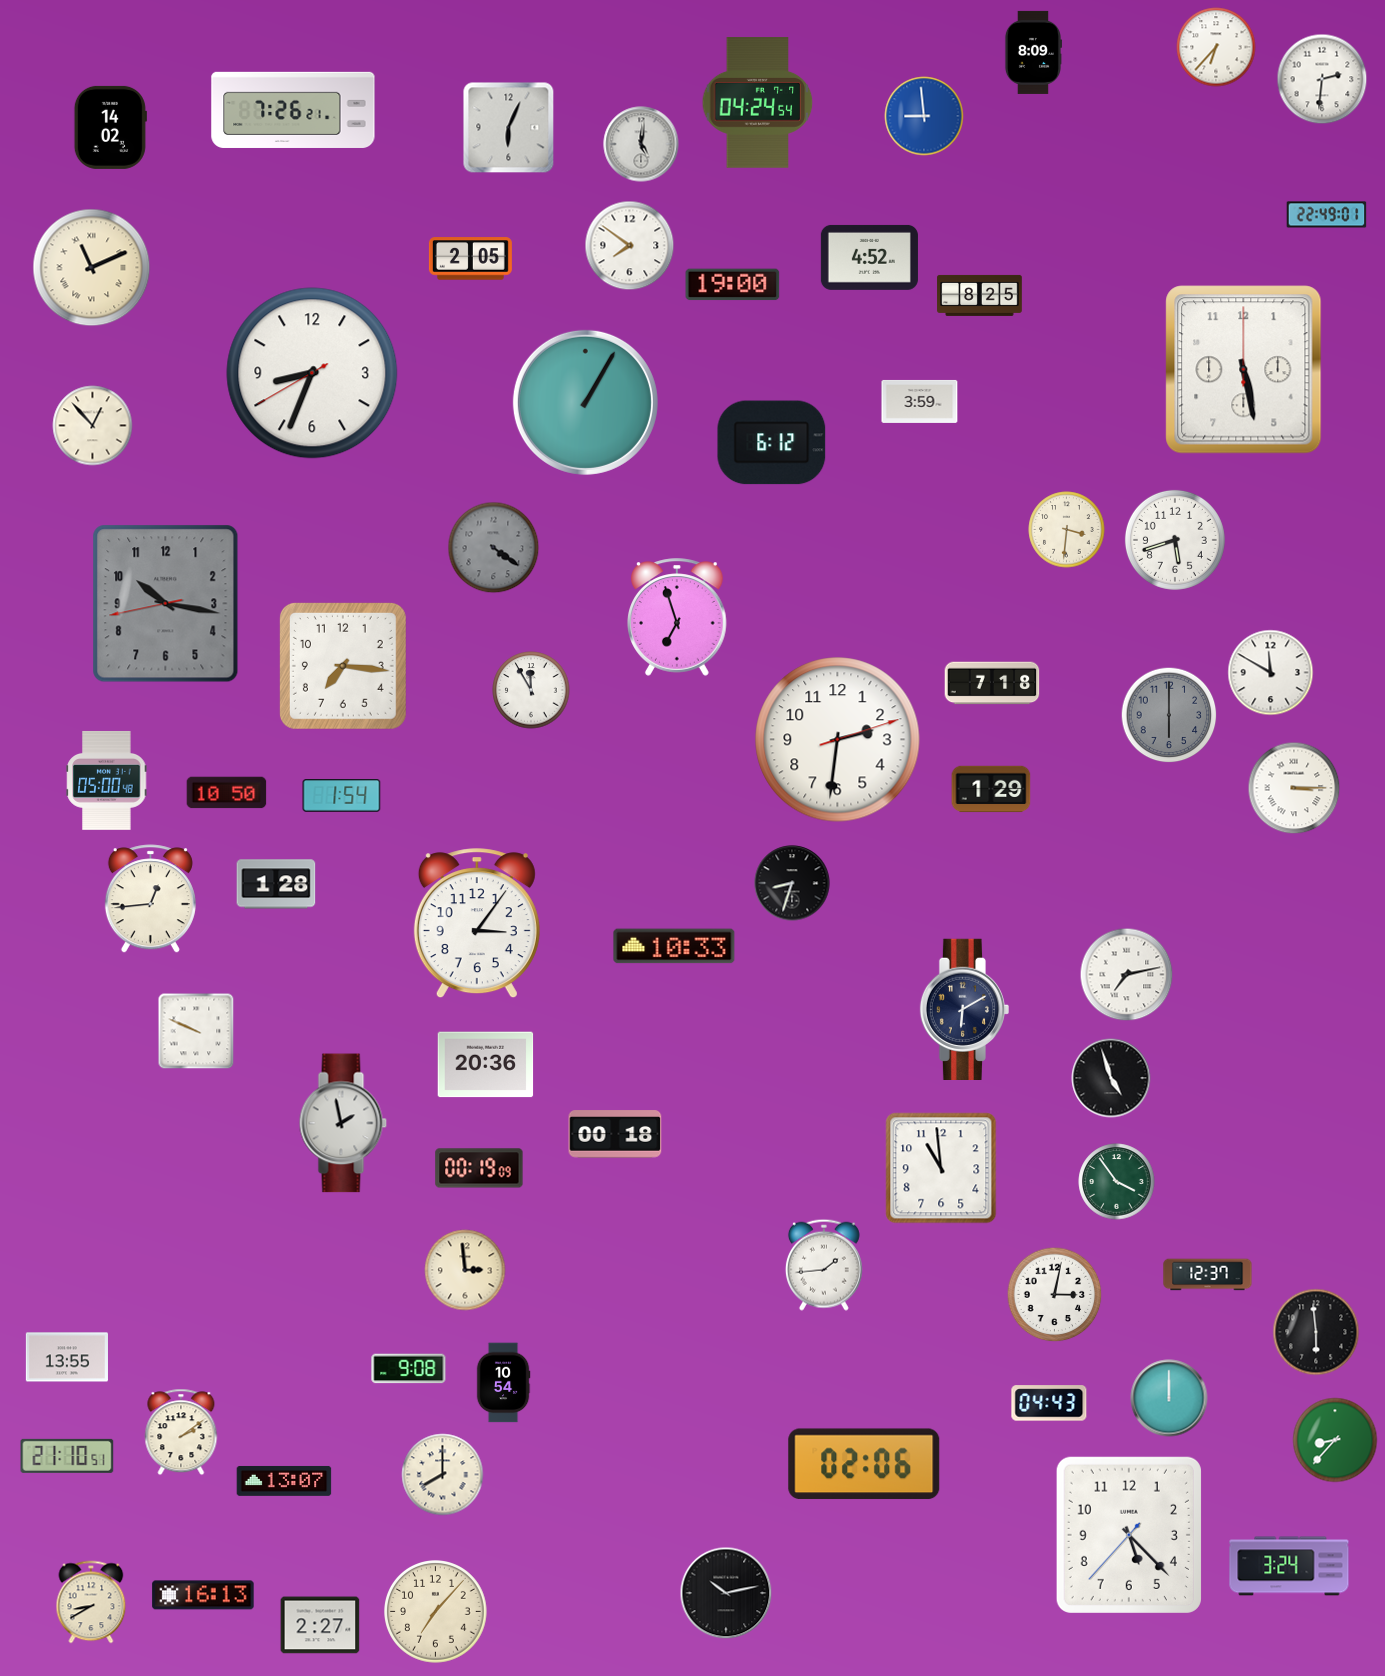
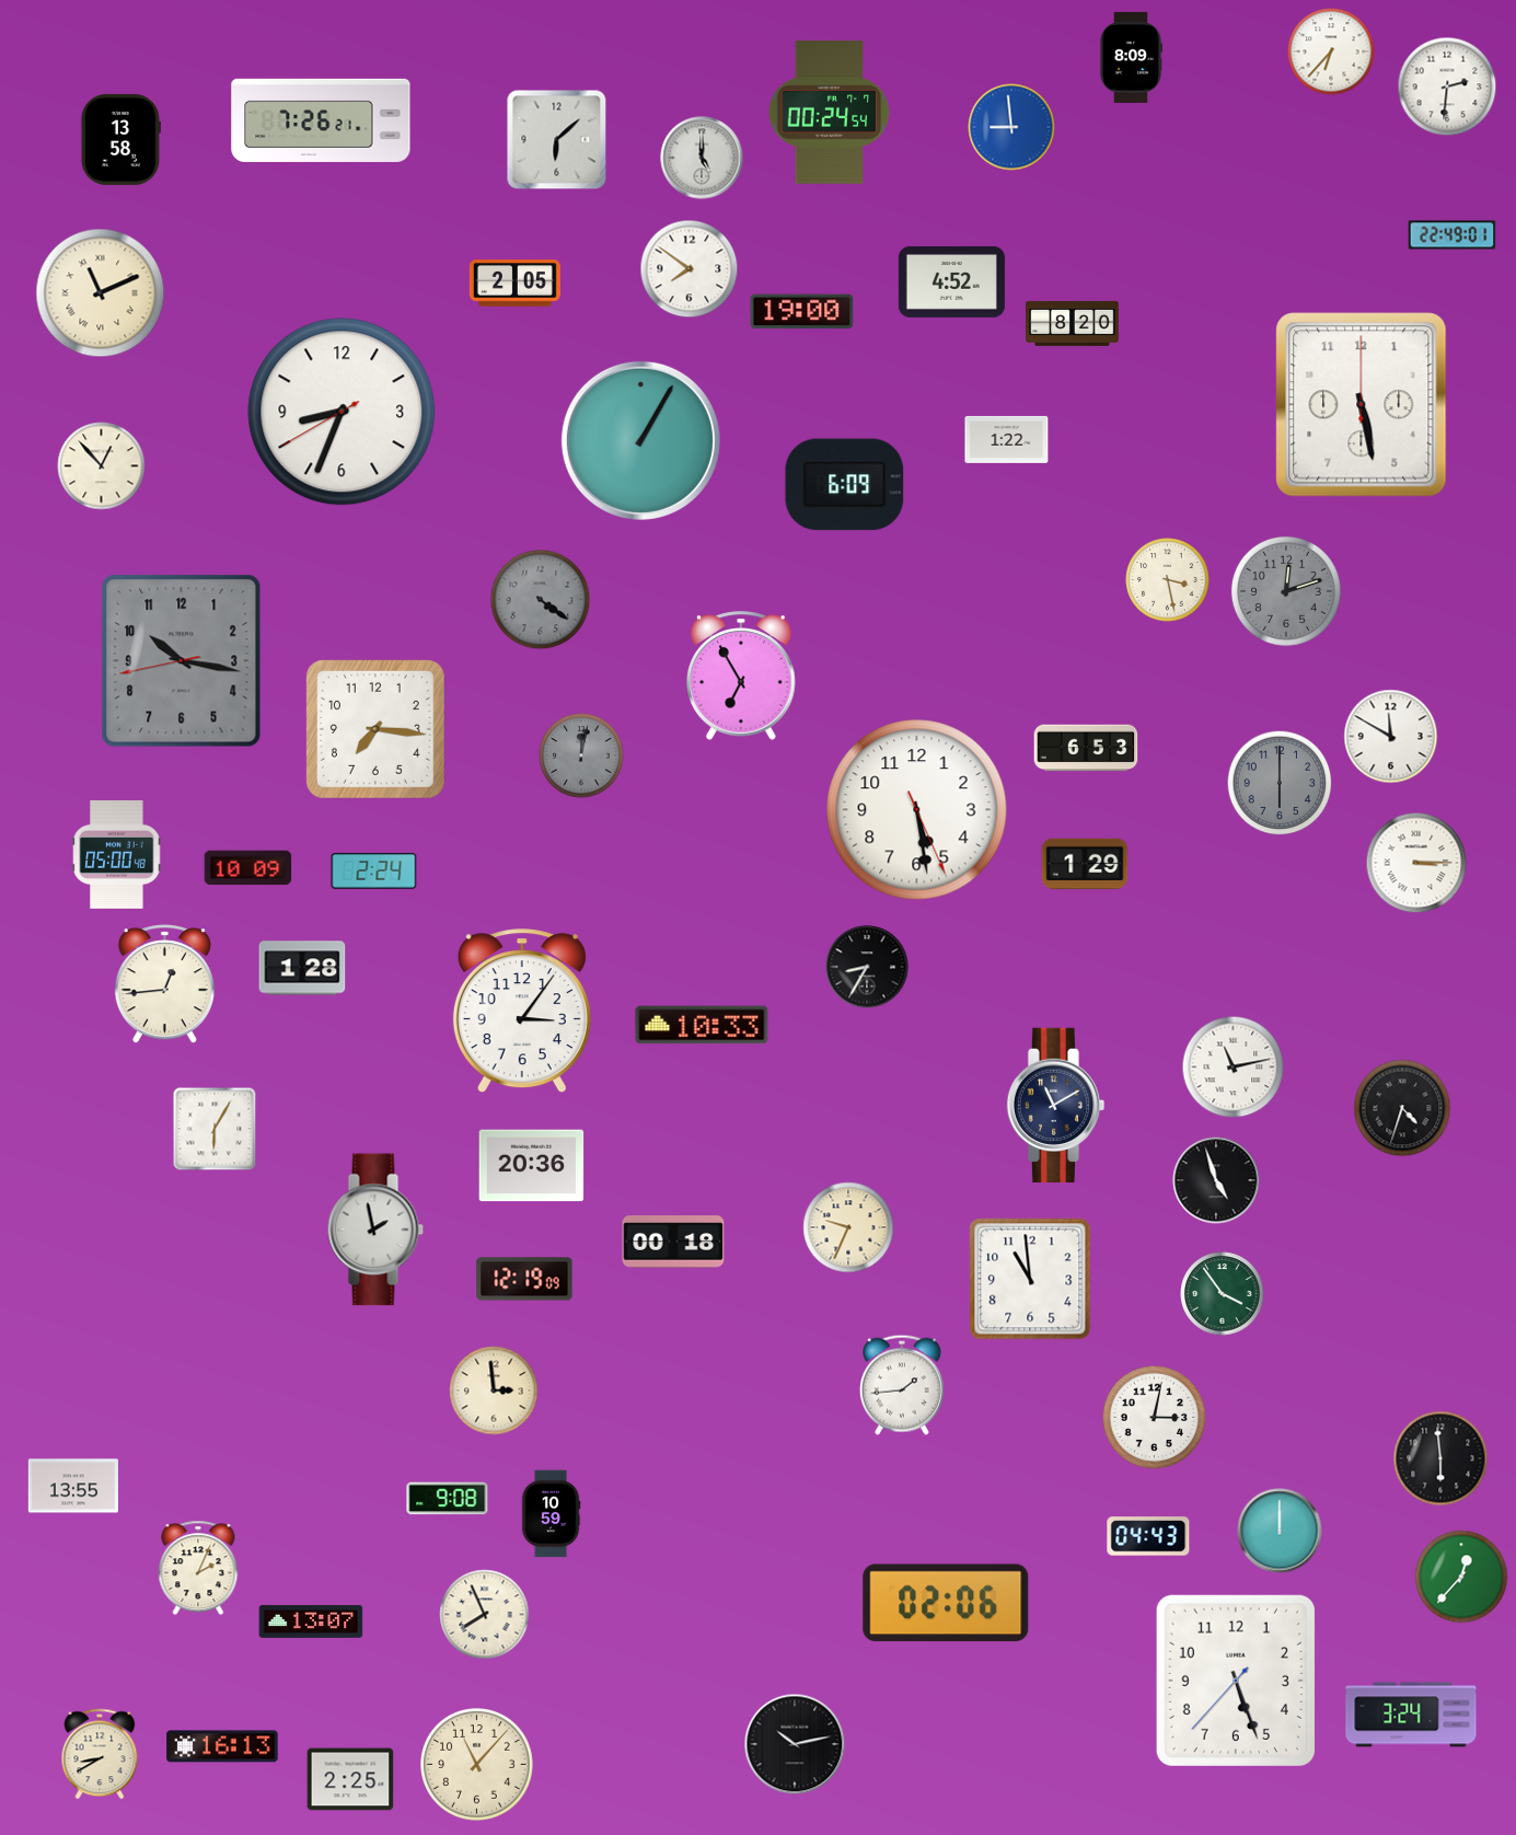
clock at (758, 103): 04:24 -> 00:24
clock at (110, 127): 14:02 -> 13:58
clock at (509, 128): 6:04 -> 6:08
clock at (641, 144): 5:01 -> 5:00
clock at (980, 295): 8:25 -> 8:20
clock at (312, 373) position: (312, 373) -> (342, 412)
clock at (920, 401): 3:59 -> 1:22
clock at (772, 443): 6:12 -> 6:09
clock at (1067, 530): 3:31 -> 3:28
clock at (1175, 540): 5:42 -> 12:12
clock at (1175, 540) dial: white -> grey
clock at (678, 617): 6:57 -> 6:55
clock at (992, 683): 7:18 -> 6:53
clock at (531, 690): 11:55 -> 12:02
clock at (531, 690) dial: white -> grey
clock at (838, 740): 2:31 -> 5:28
clock at (227, 793): 10:50 -> 10:09
clock at (342, 796): 1:54 -> 2:24
clock at (792, 883): 8:33 -> 8:35
clock at (674, 946) position: (674, 946) -> (702, 1025)
clock at (1127, 975): 7:13 -> 11:13
clock at (965, 1009): 6:10 -> 11:10
clock at (1402, 1108): none -> 4:33
clock at (196, 1031): 9:49 -> 6:05
clock at (848, 1227): none -> 9:34
clock at (479, 1168): 00:19 -> 12:19
clock at (465, 1270) position: (465, 1270) -> (494, 1390)
clock at (1208, 1275): 12:37 -> none
clock at (503, 1383): 10:54 -> 10:59
clock at (181, 1432): 2:09 -> 2:04
clock at (1335, 1440): 8:37 -> 12:37
clock at (67, 1456): 21:10 -> none
clock at (443, 1475): 8:00 -> 7:56
clock at (1129, 1535): 5:22 -> 5:26
clock at (436, 1612): 7:07 -> 11:07
clock at (320, 1625): 2:27 -> 2:25
